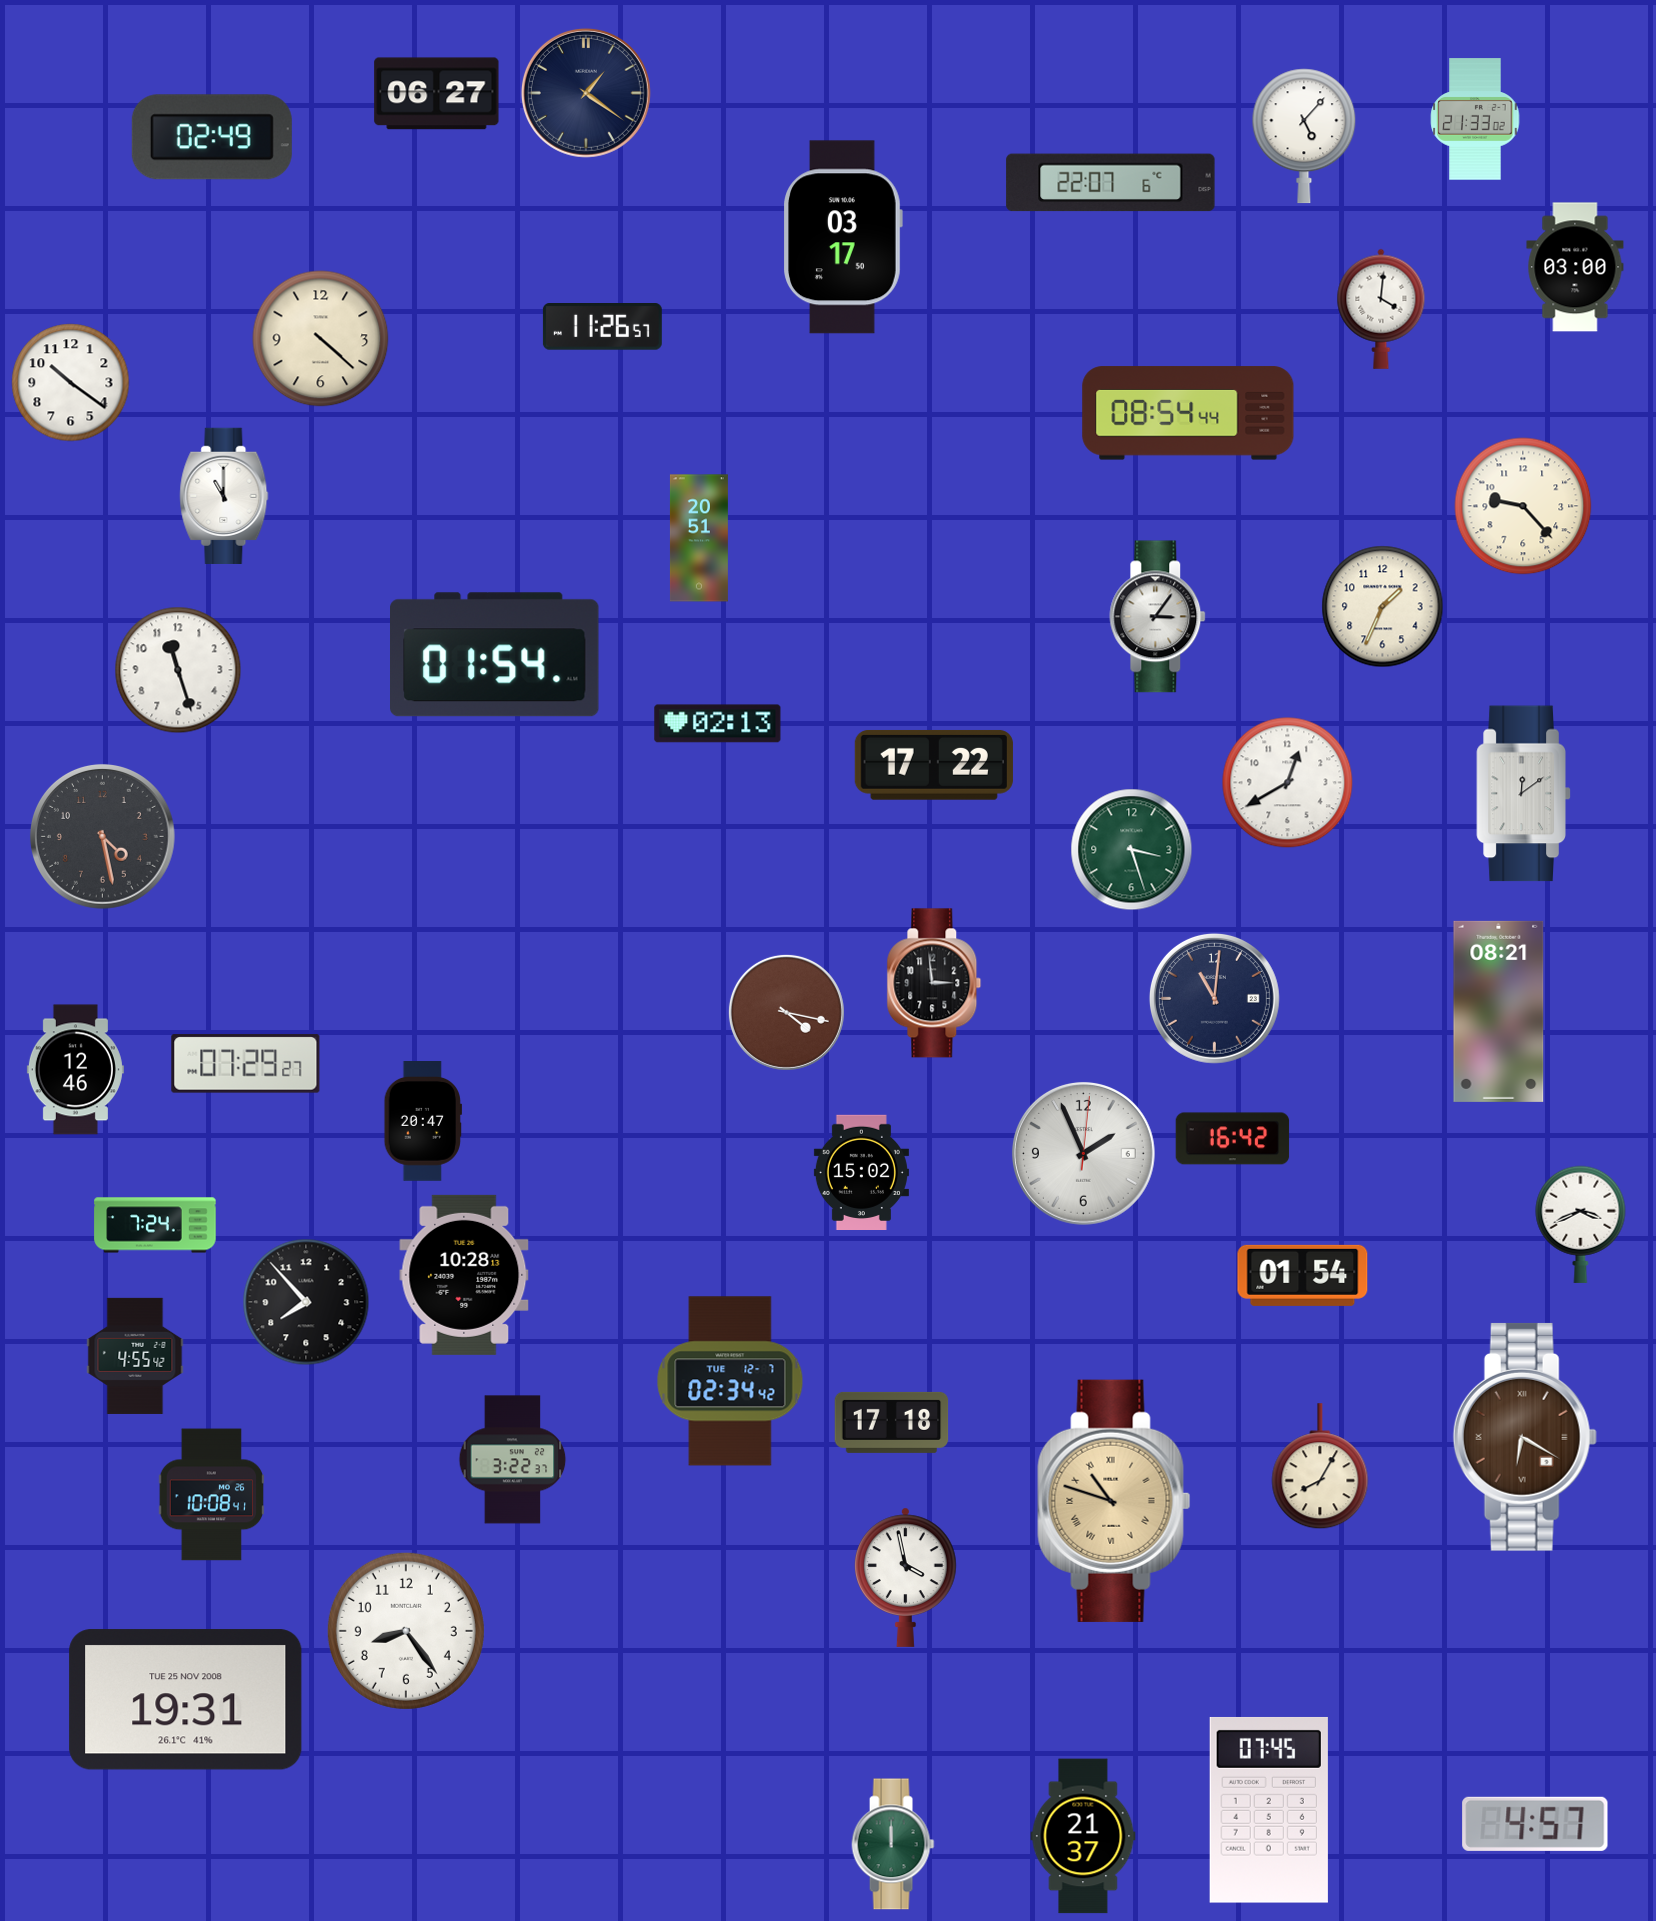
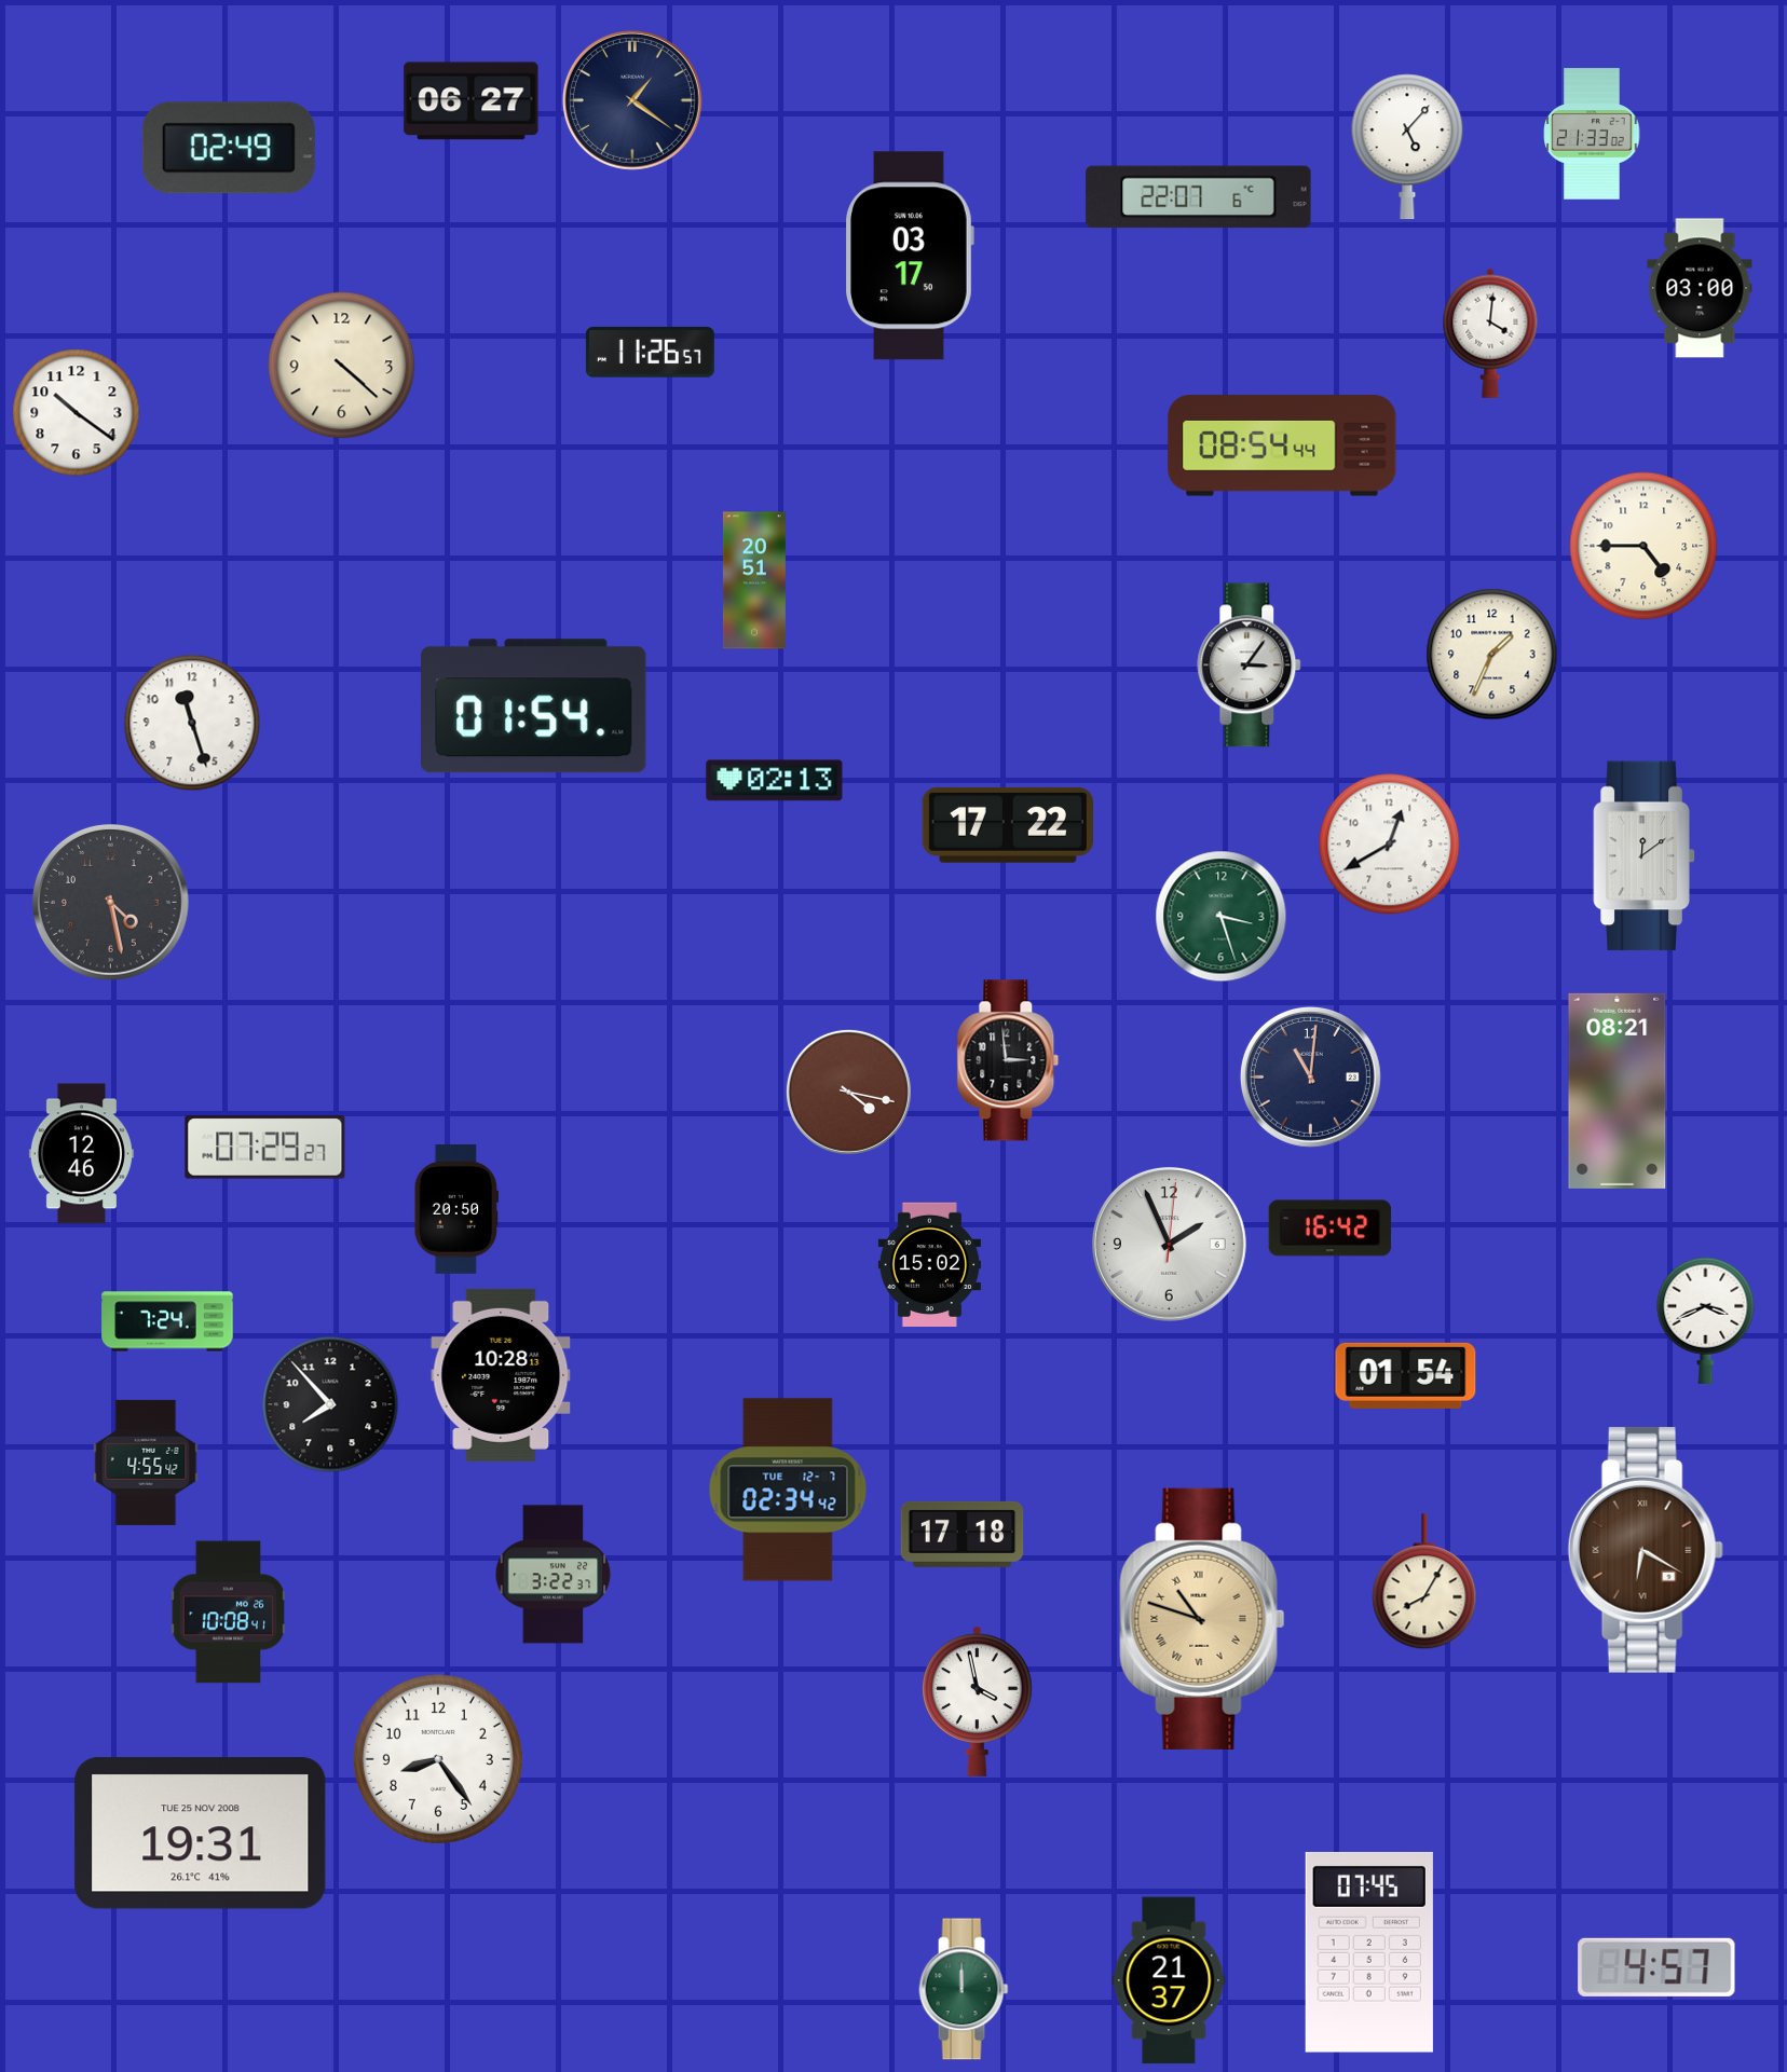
clock at (1475, 119) position: (1475, 119) -> (1592, 134)
clock at (321, 339) position: (321, 339) -> (342, 366)
clock at (224, 496): 11:00 -> none
clock at (1523, 506): 9:23 -> 4:45
clock at (422, 1122): 20:47 -> 20:50
